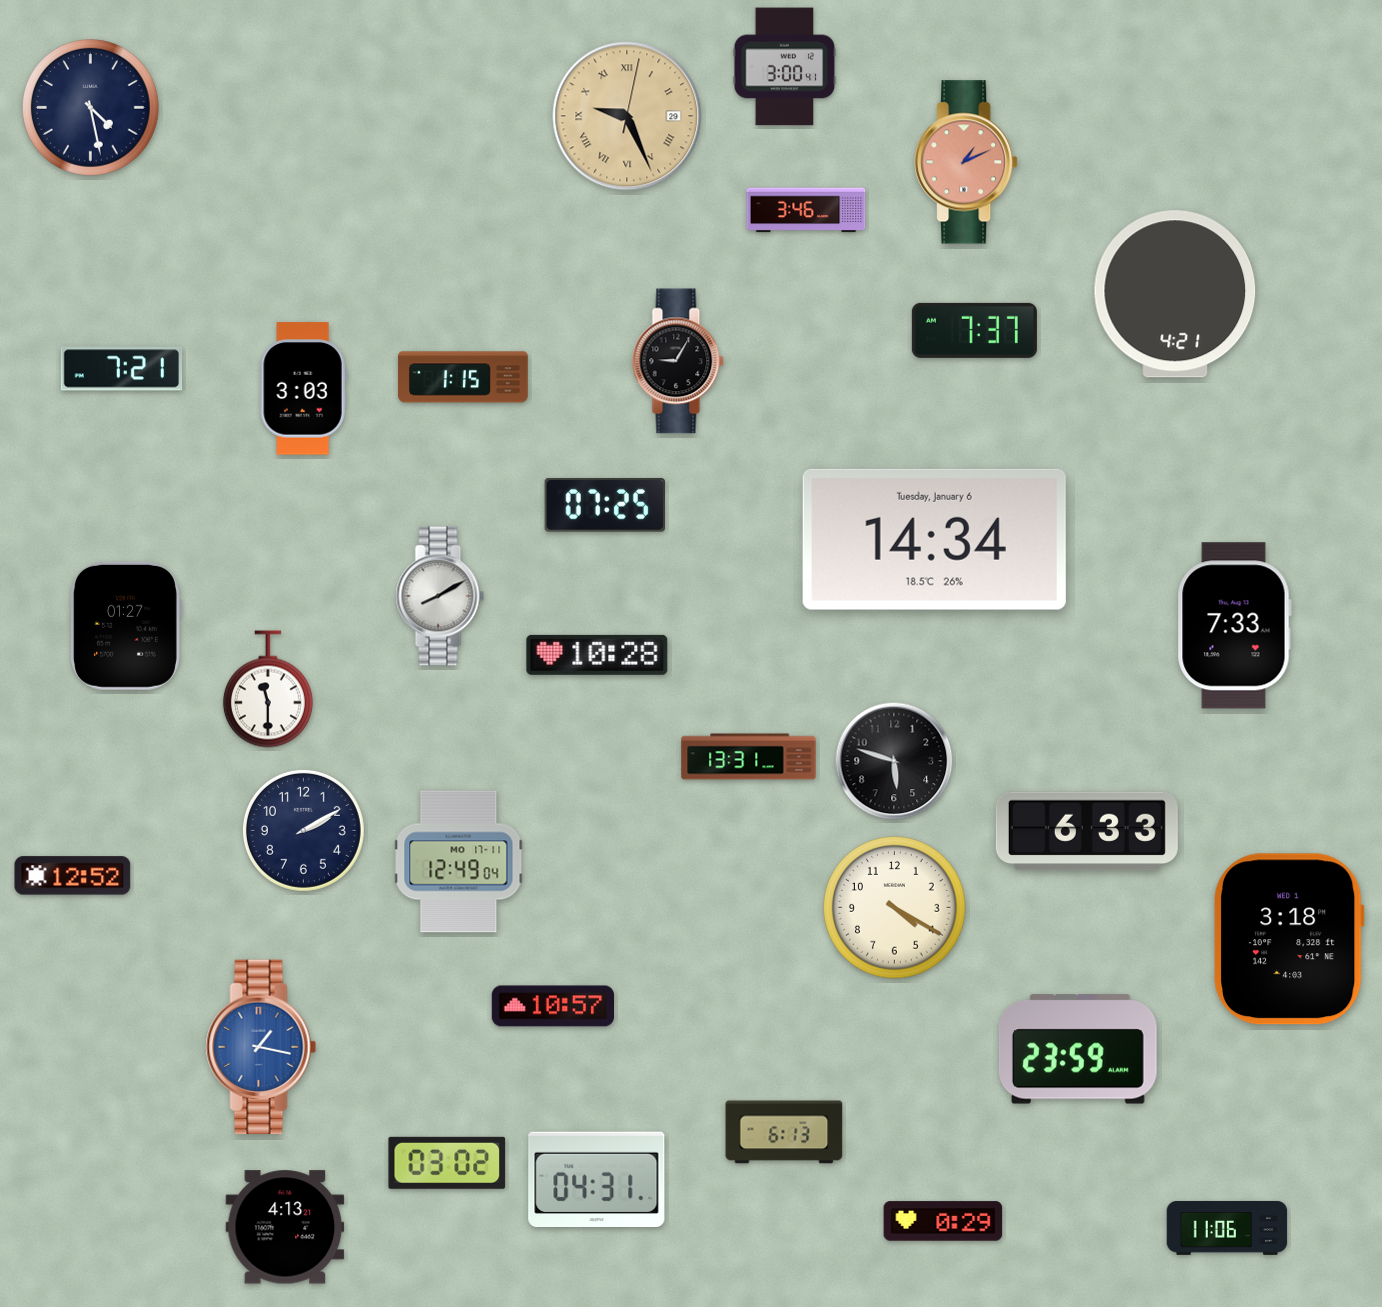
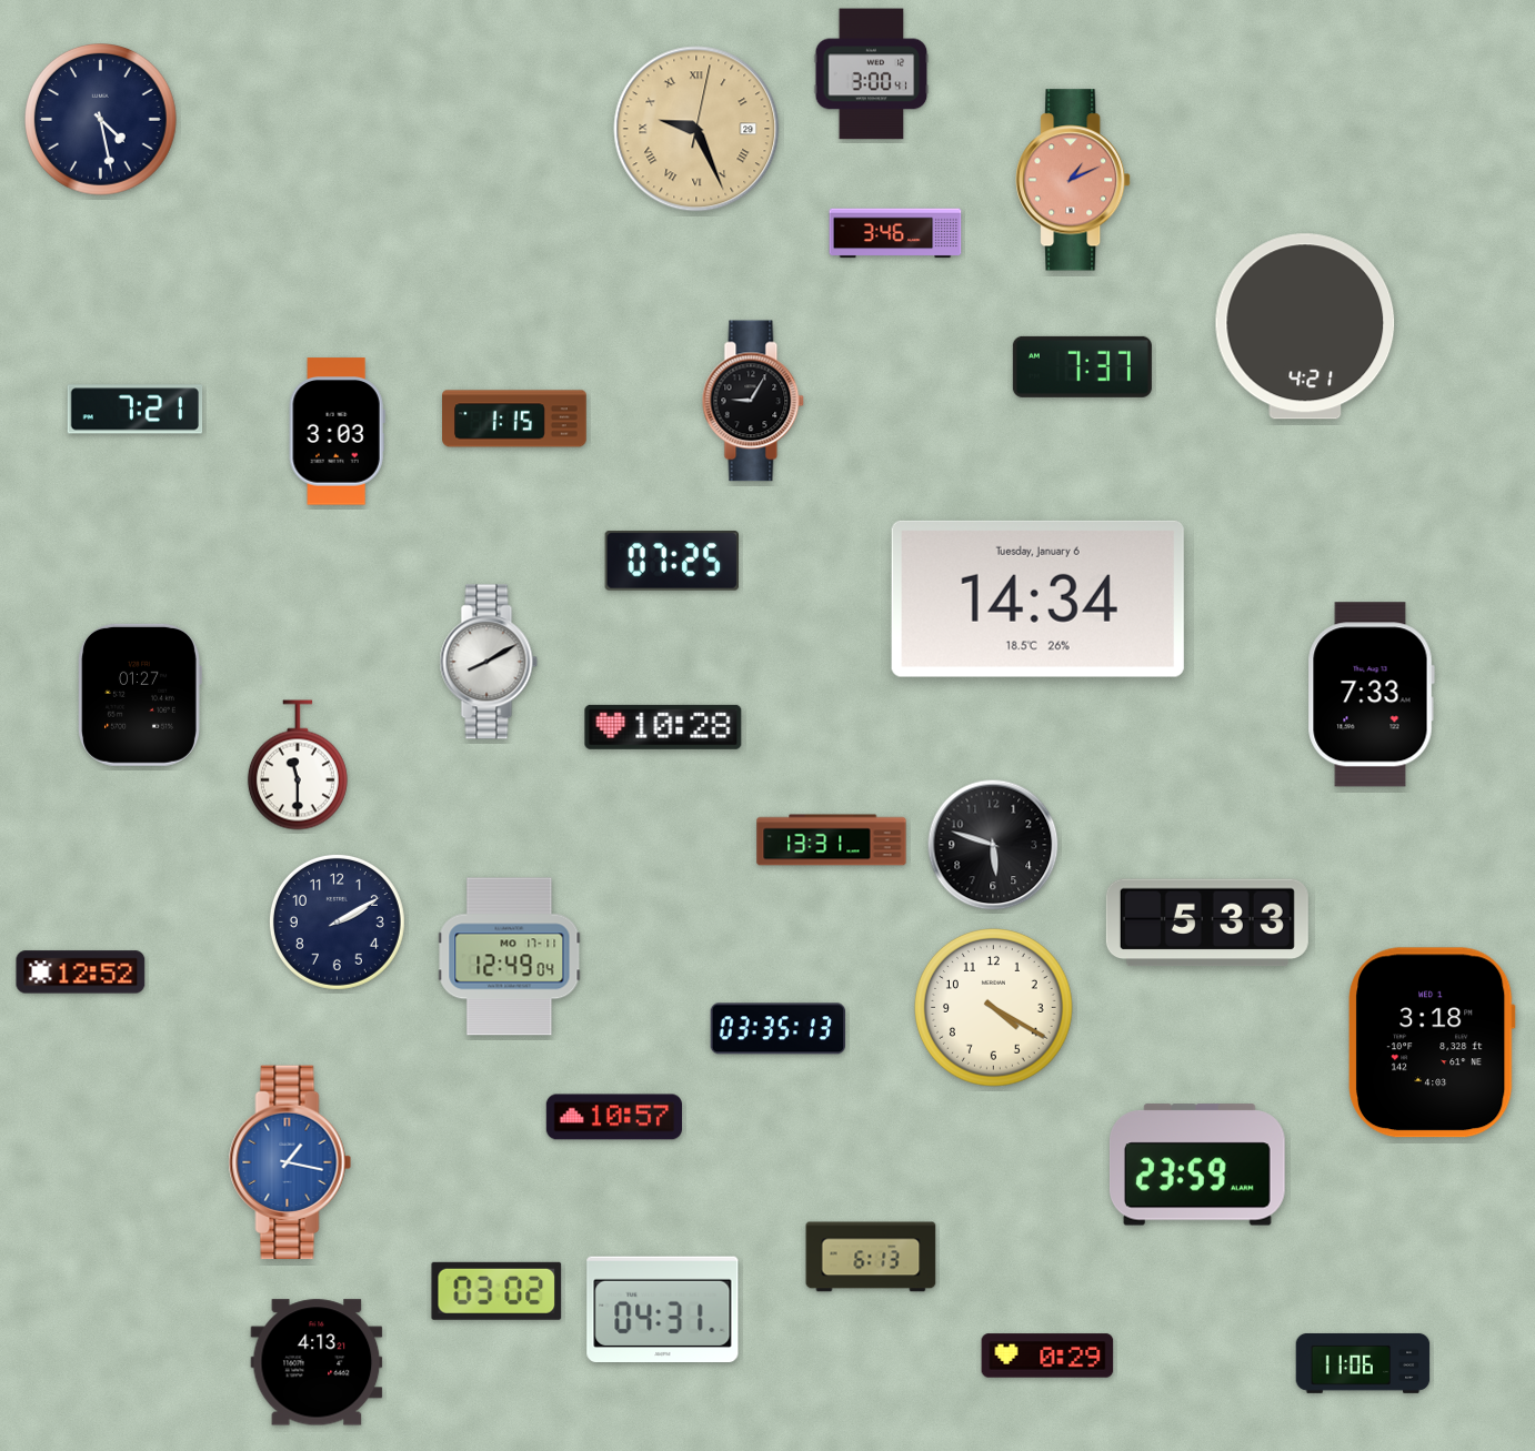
clock at (1087, 831): 6:33 -> 5:33
clock at (777, 1029): none -> 03:35
